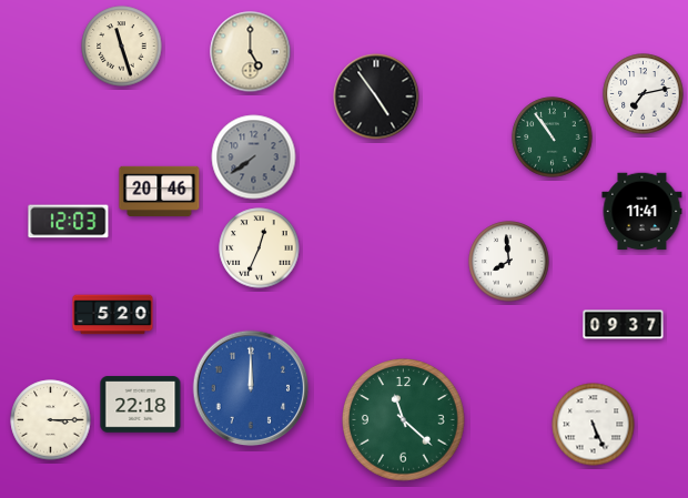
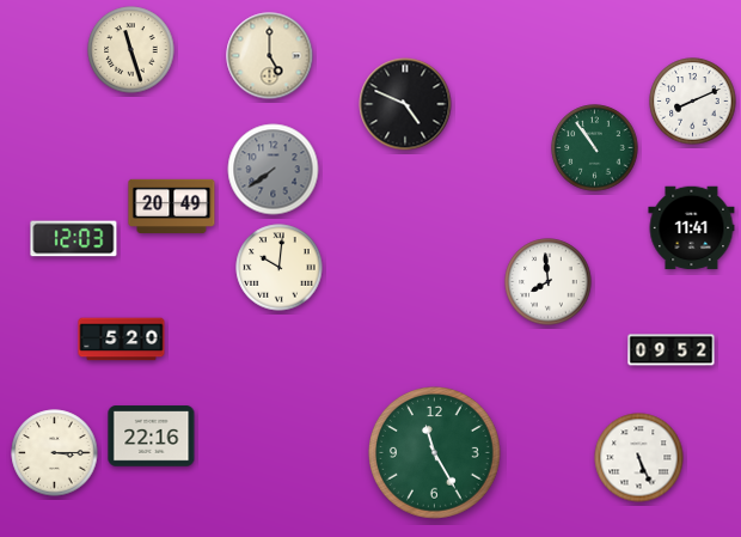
clock at (644, 94): 7:13 -> 8:11
clock at (376, 96): 4:54 -> 4:49
clock at (160, 191): 20:46 -> 20:49
clock at (260, 248): 12:34 -> 10:01
clock at (624, 325): 09:37 -> 09:52
clock at (251, 388): 12:00 -> none
clock at (141, 405): 22:18 -> 22:16
clock at (404, 420): 11:22 -> 11:25
